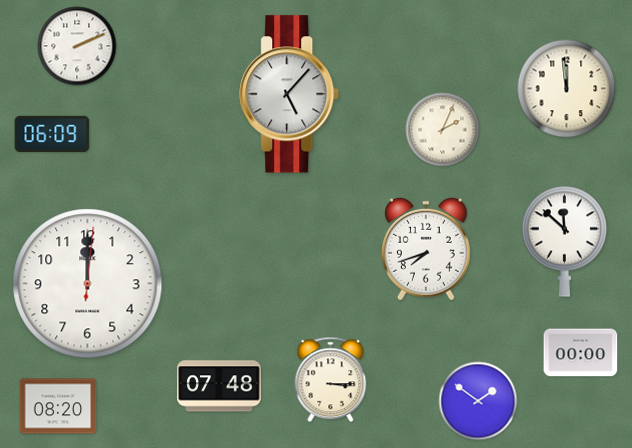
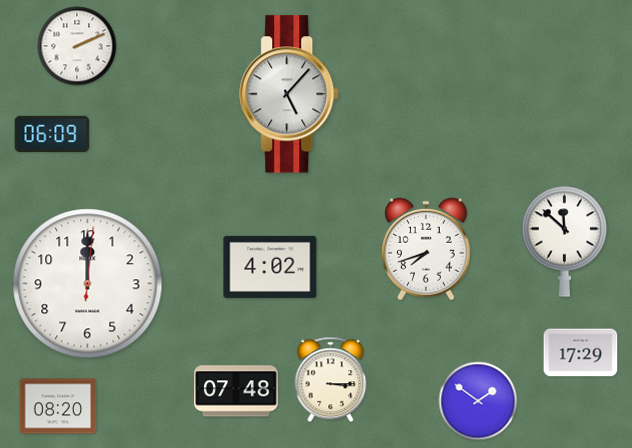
clock at (567, 89): 11:59 -> none
clock at (443, 130): 2:04 -> none
clock at (270, 267): none -> 4:02
clock at (581, 353): 00:00 -> 17:29
clock at (219, 386) position: (219, 386) -> (236, 391)
